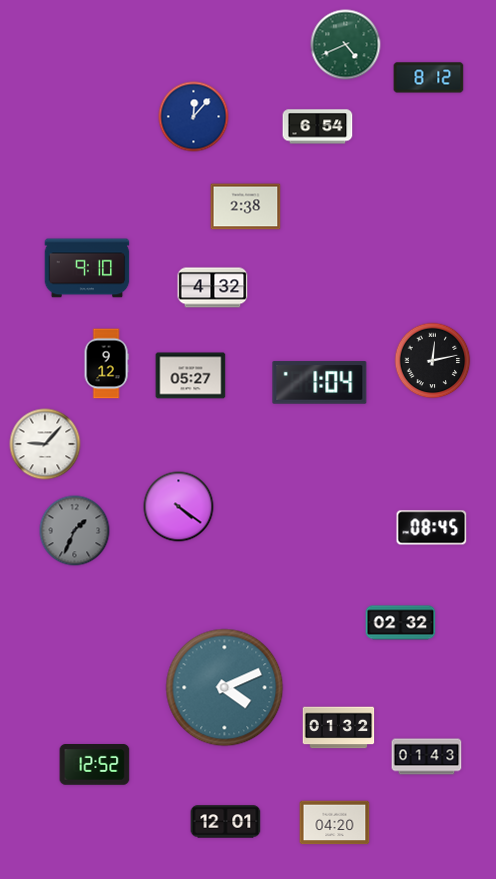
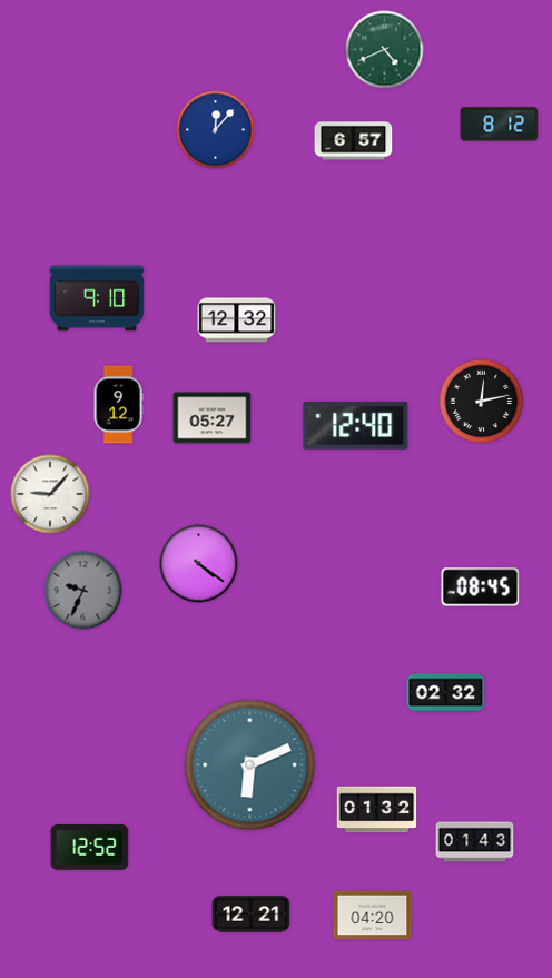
clock at (429, 78) position: (429, 78) -> (500, 125)
clock at (318, 127): 6:54 -> 6:57
clock at (246, 207): 2:38 -> none
clock at (213, 288): 4:32 -> 12:32
clock at (320, 383): 1:04 -> 12:40
clock at (75, 531): 1:34 -> 9:34
clock at (225, 688): 4:11 -> 6:11
clock at (95, 765) position: (95, 765) -> (90, 848)
clock at (226, 822): 12:01 -> 12:21
